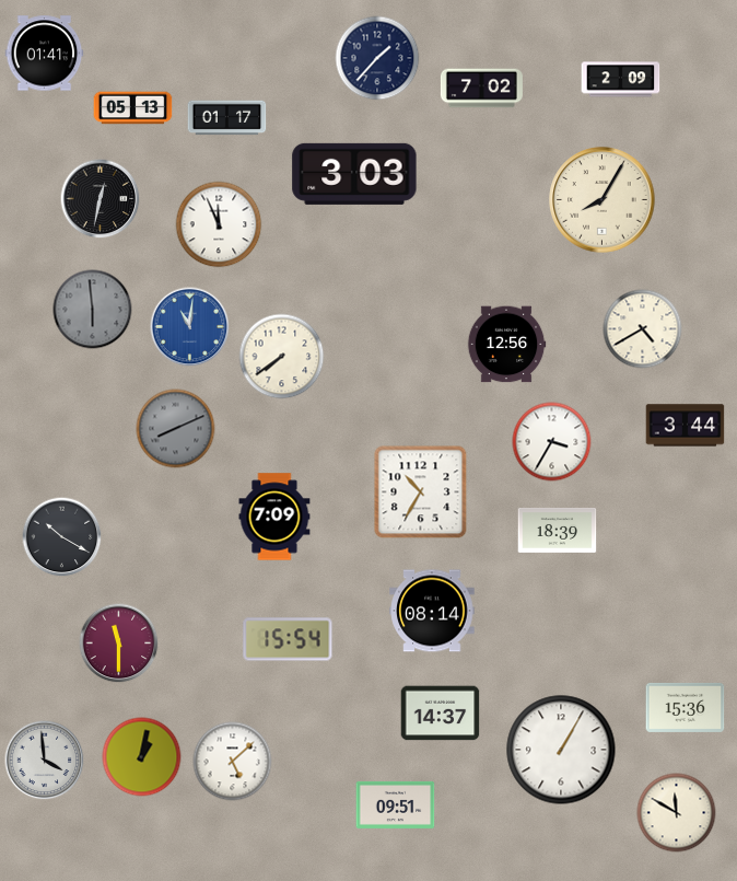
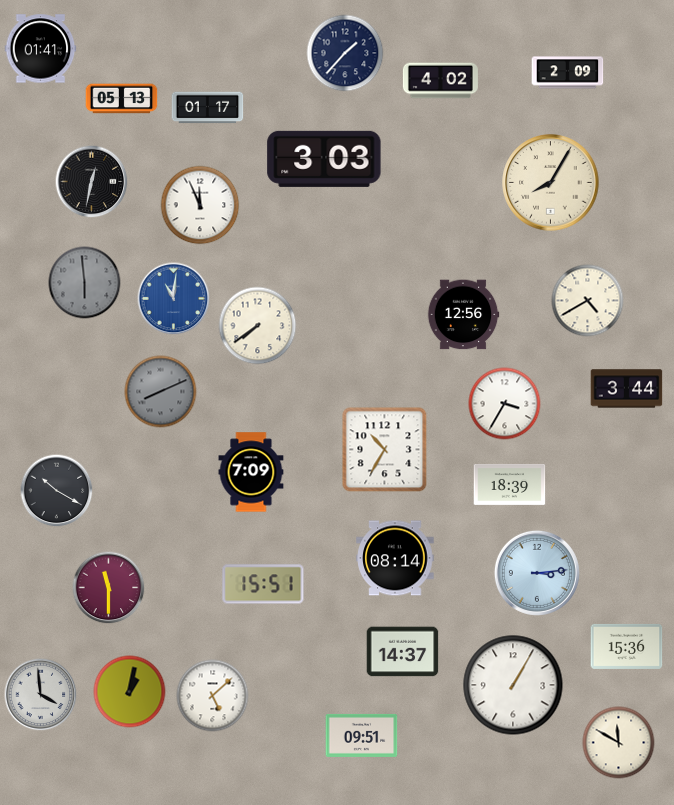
clock at (481, 89): 7:02 -> 4:02
clock at (537, 573): none -> 3:14
clock at (288, 639): 15:54 -> 15:51
